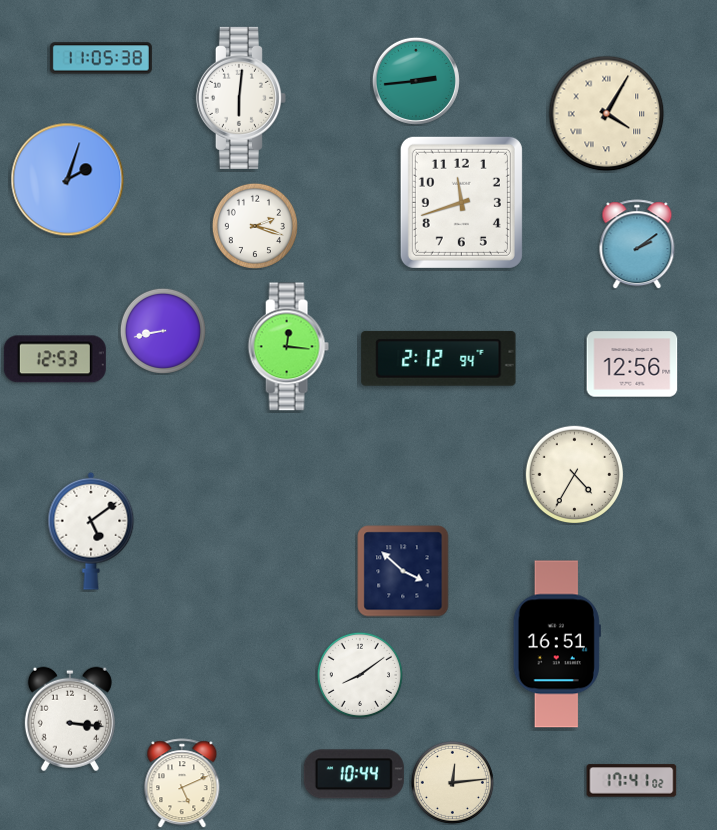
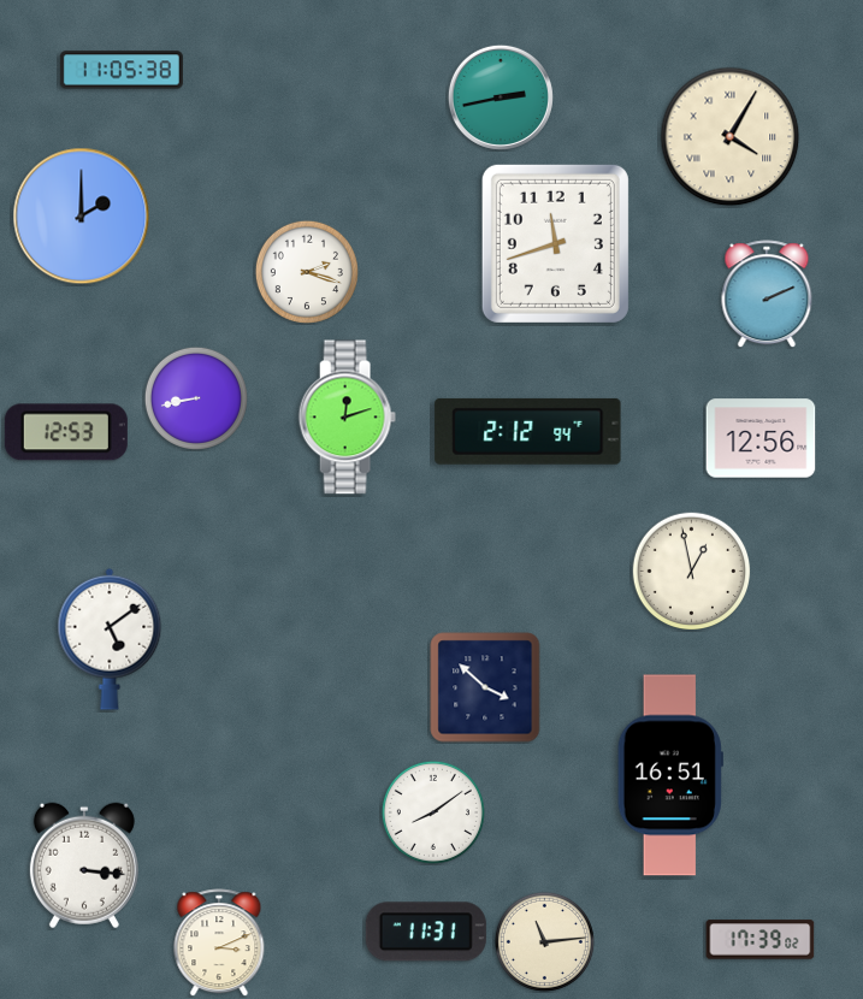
clock at (416, 81): 2:44 -> 2:43
clock at (241, 98): 6:01 -> none
clock at (68, 180): 2:03 -> 2:00
clock at (637, 244): 2:09 -> 2:11
clock at (288, 347): 12:16 -> 12:12
clock at (575, 475): 4:35 -> 12:58
clock at (354, 774): 10:44 -> 11:31
clock at (632, 781): 17:41 -> 17:39
clock at (452, 782): 12:14 -> 11:14
clock at (182, 783): 5:11 -> 3:11
